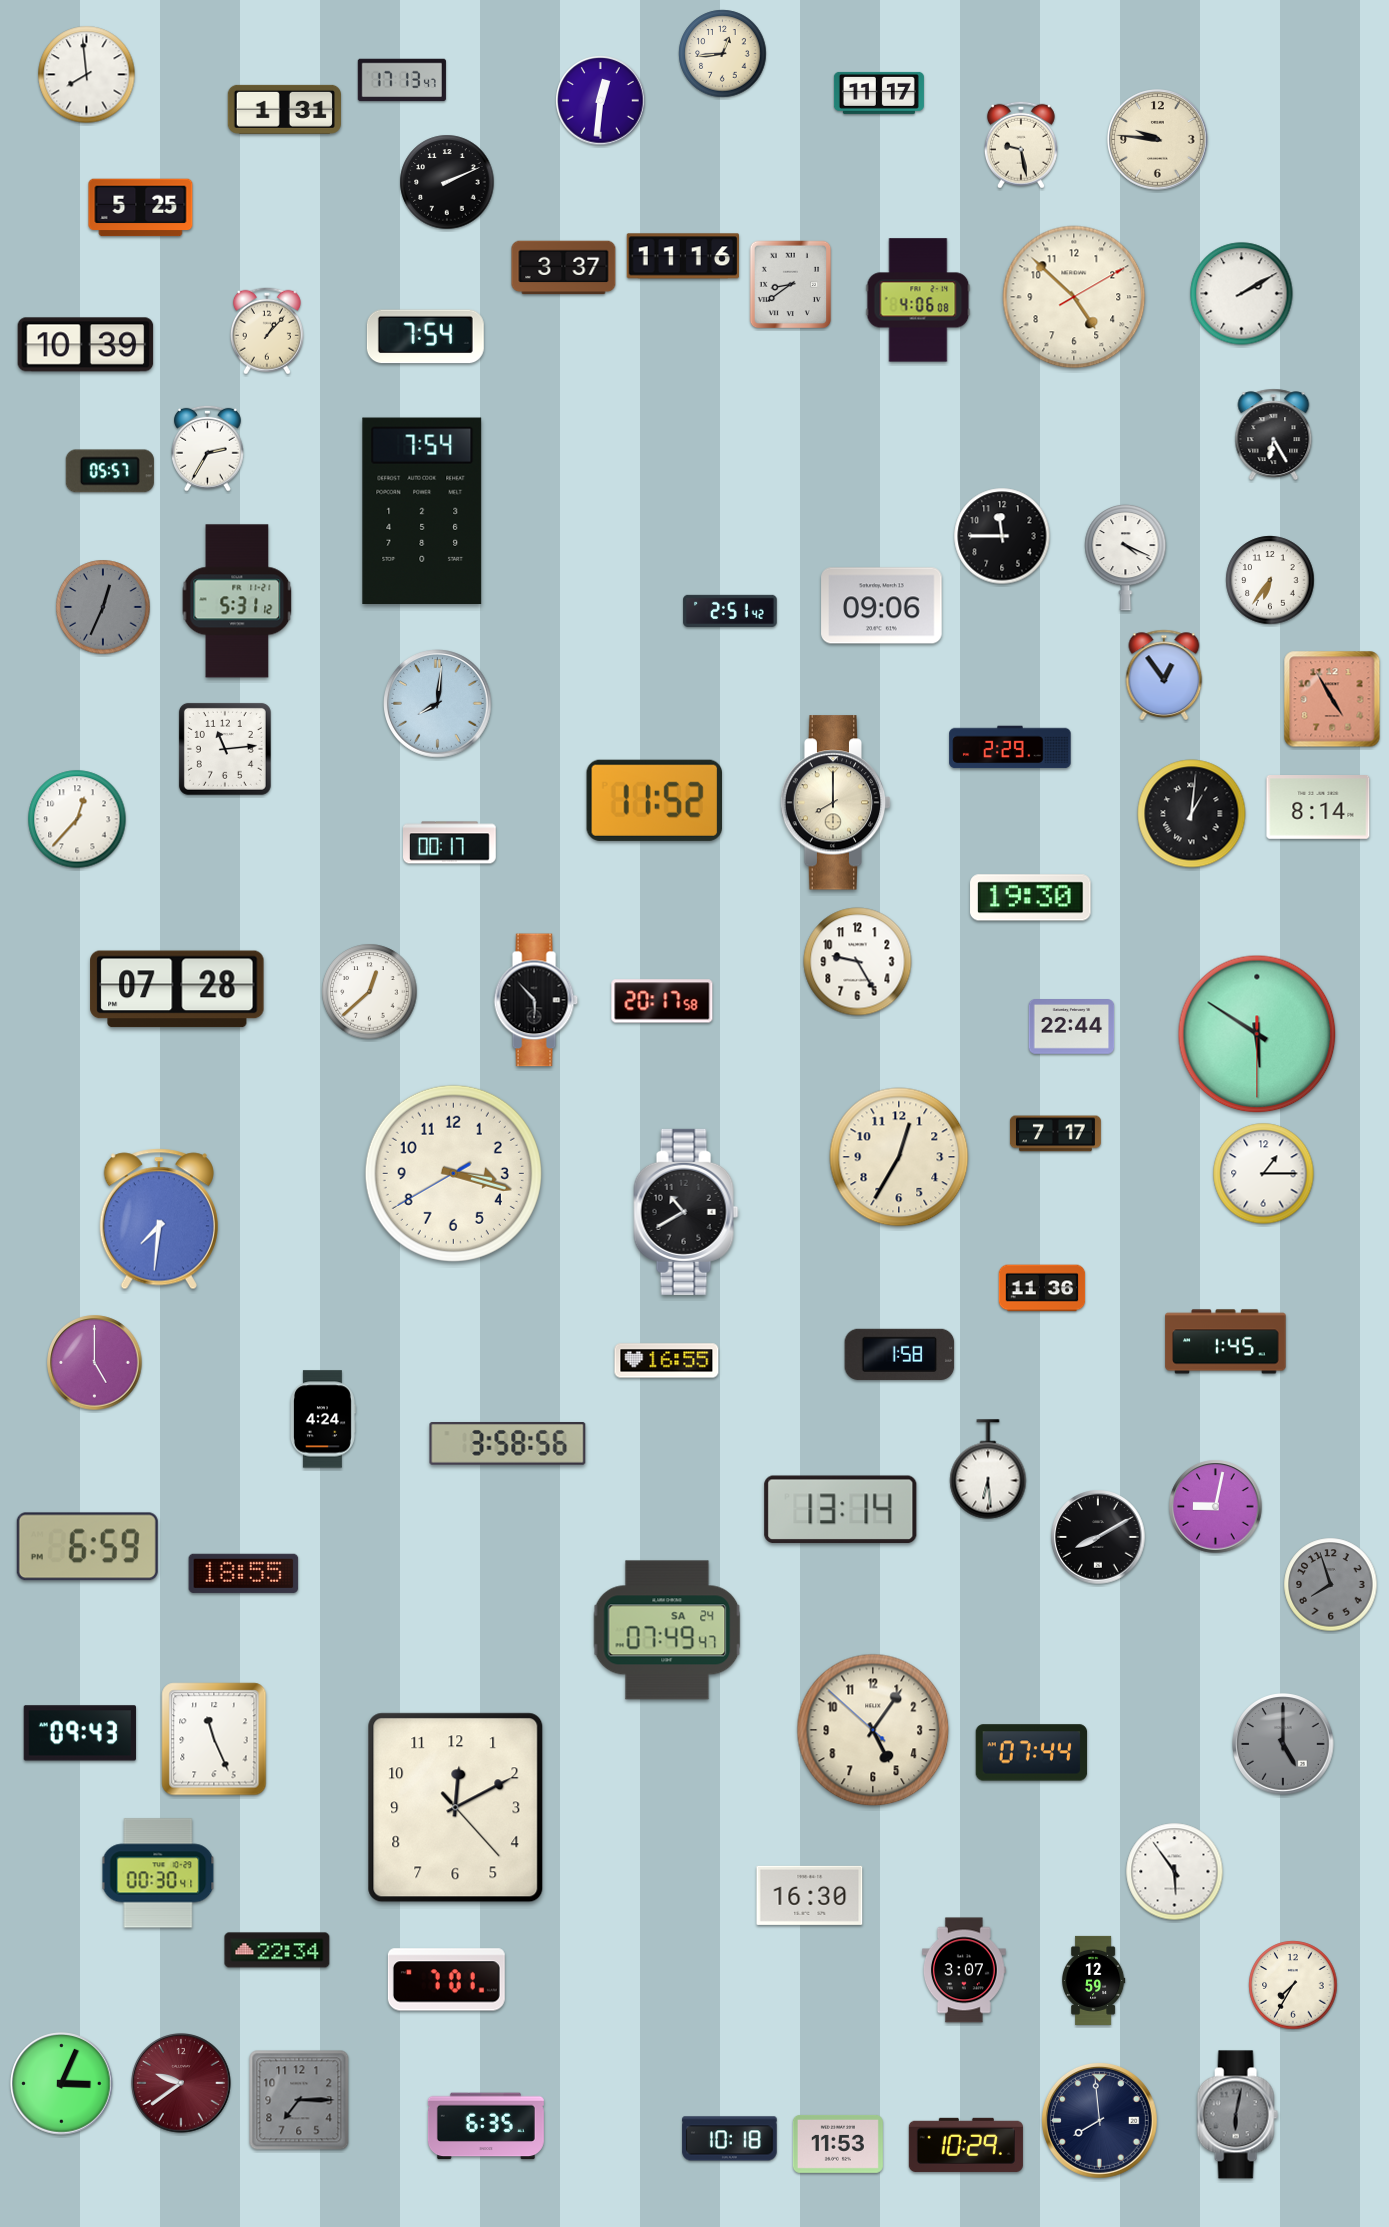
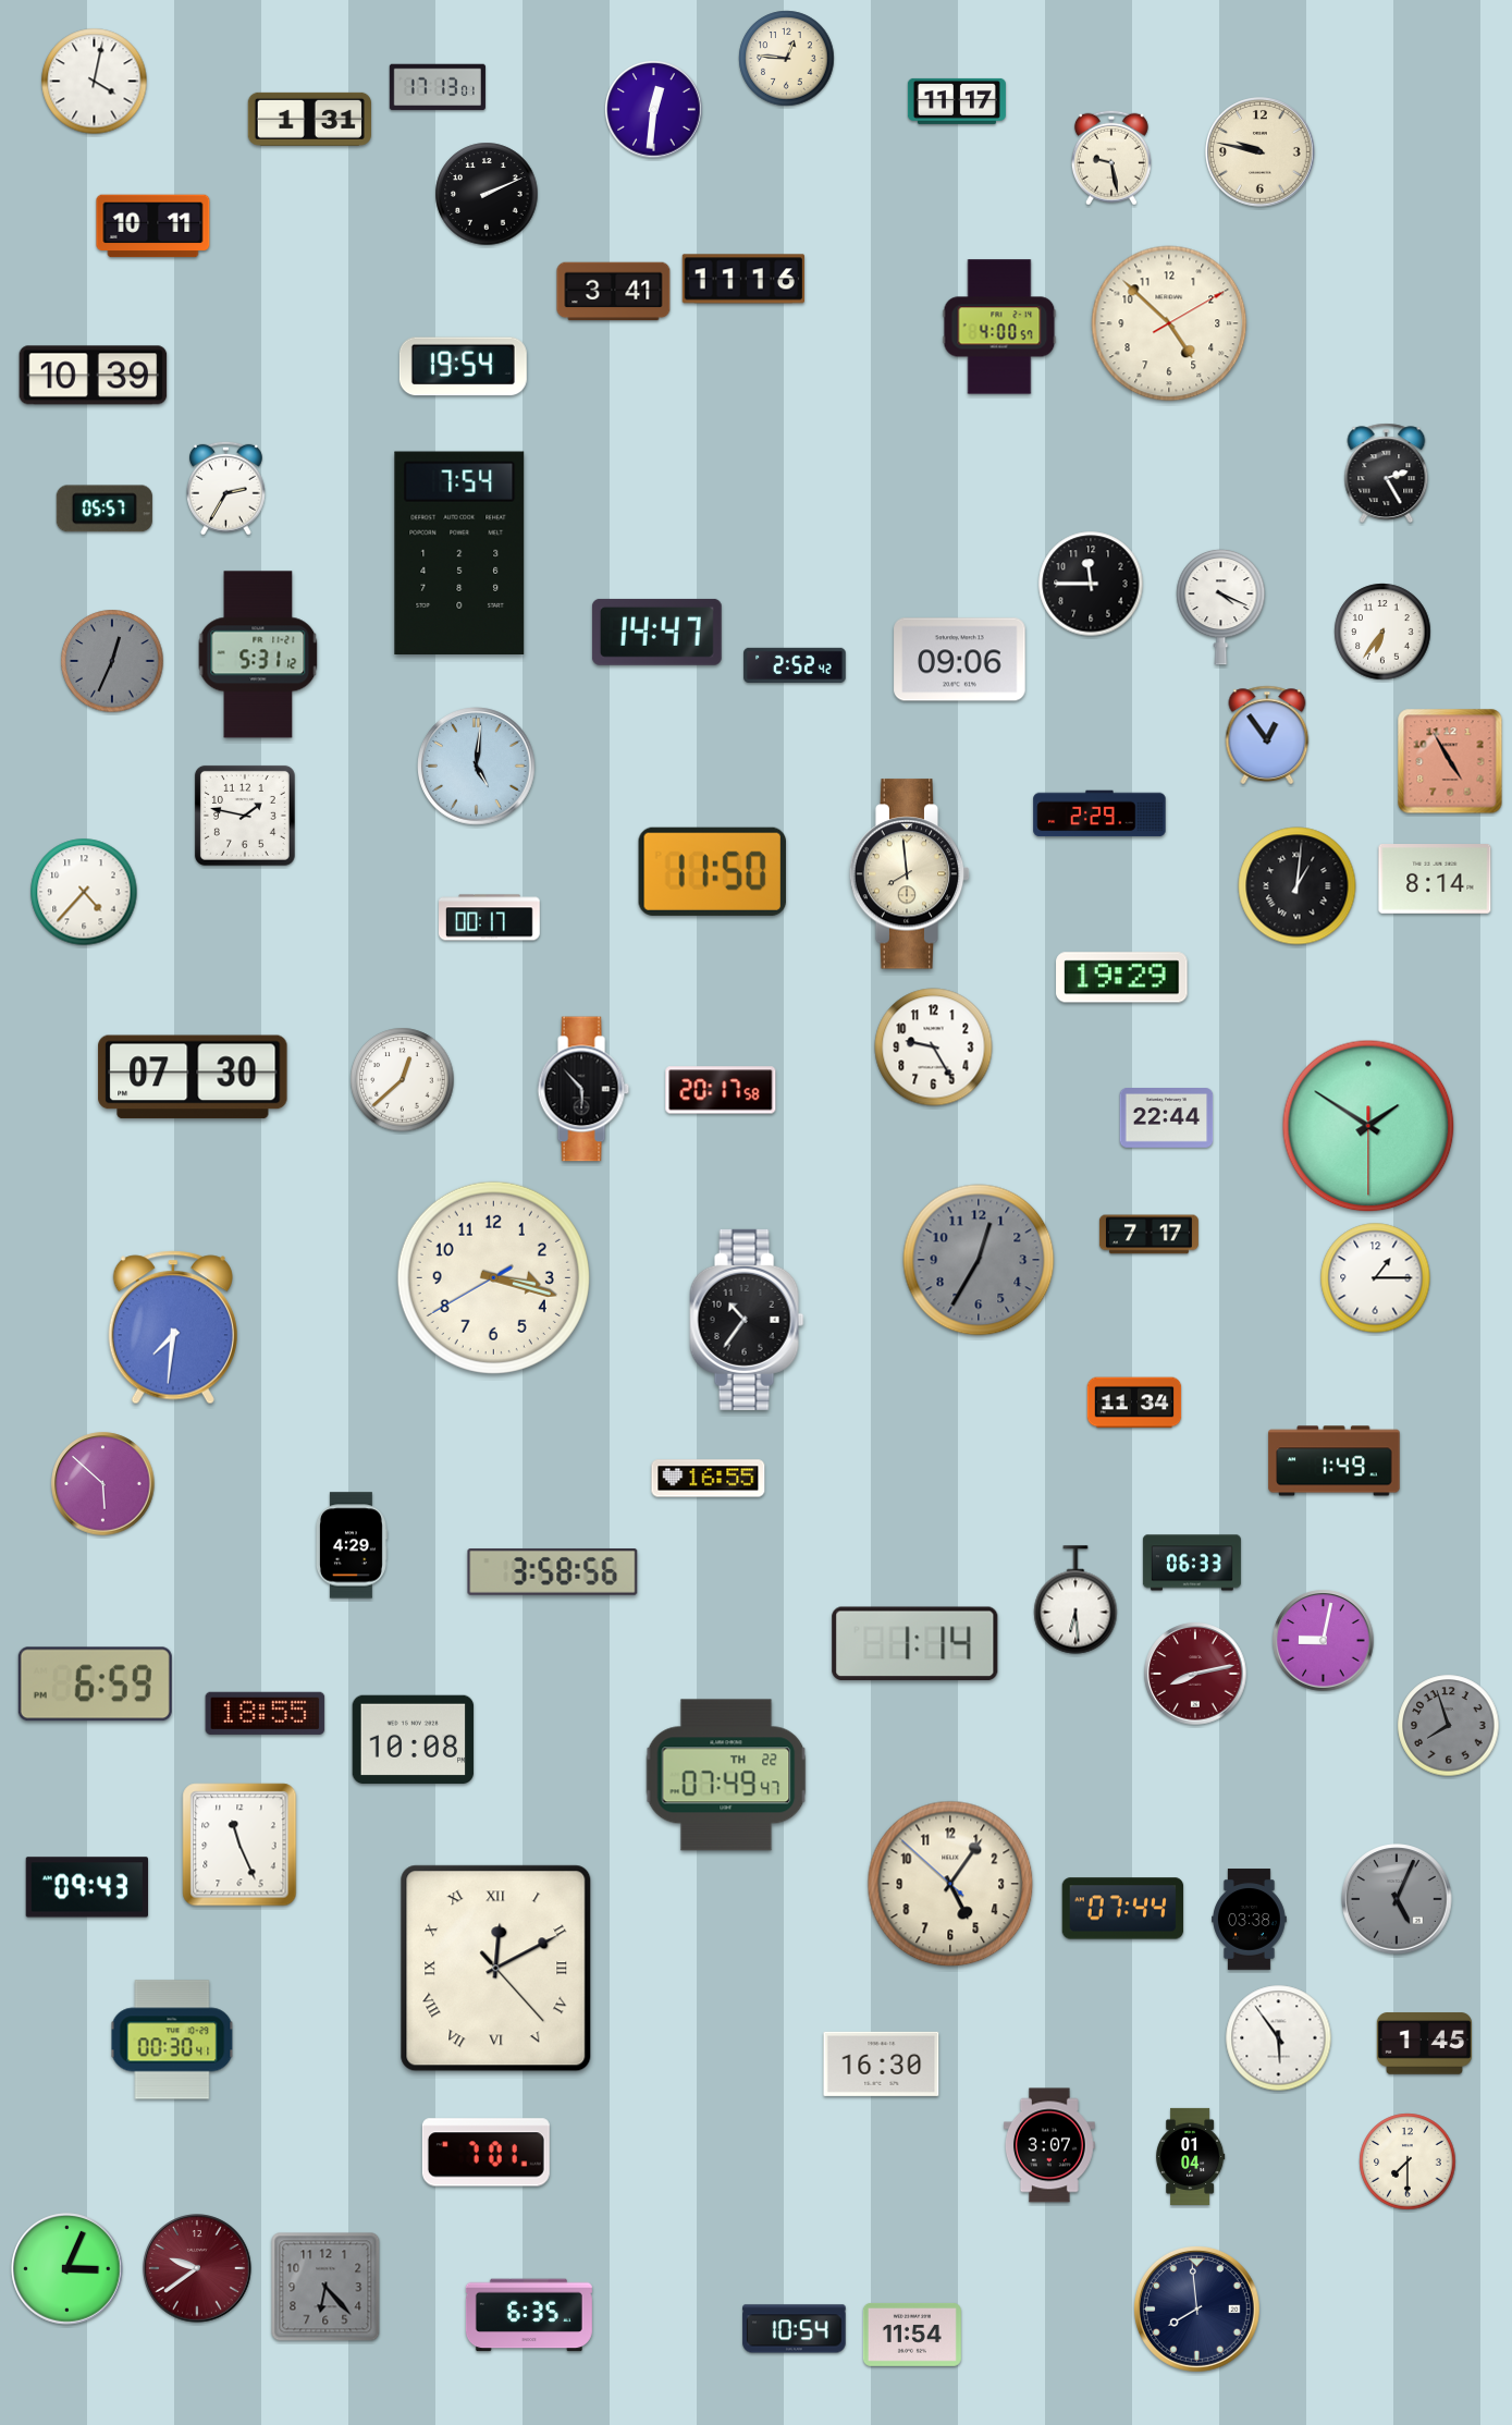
clock at (723, 54): 12:44 -> 12:46
clock at (87, 75): 7:59 -> 4:02
clock at (402, 80): 17:13:47 -> 17:13:01
clock at (1158, 140): 9:46 -> 9:47
clock at (447, 182) position: (447, 182) -> (487, 194)
clock at (141, 208): 5:25 -> 10:11
clock at (564, 268): 3:37 -> 3:41
clock at (791, 285): 8:39 -> none
clock at (1242, 294): 2:10 -> none
clock at (918, 300): 4:06 -> 4:00
clock at (267, 331): 1:07 -> none
clock at (425, 337): 7:54 -> 19:54
clock at (1274, 435): 6:25 -> 2:25
clock at (110, 471) position: (110, 471) -> (105, 509)
clock at (422, 510) position: (422, 510) -> (459, 552)
clock at (1126, 557) position: (1126, 557) -> (1221, 607)
clock at (656, 632): none -> 14:47
clock at (730, 611): 2:51 -> 2:52
clock at (438, 704): 8:01 -> 5:01
clock at (225, 749): 11:14 -> 1:47
clock at (654, 800): 11:52 -> 11:50
clock at (836, 803): 8:00 -> 7:59
clock at (77, 819): 12:37 -> 4:37
clock at (1031, 898): 19:30 -> 19:29
clock at (177, 989): 07:28 -> 07:30
clock at (1257, 1034): 5:50 -> 1:50
clock at (899, 1157) dial: cream -> grey
clock at (686, 1212): 10:40 -> 10:36
clock at (1042, 1288): 11:36 -> 11:34
clock at (1226, 1342): 1:45 -> 1:49
clock at (900, 1354): 1:58 -> none
clock at (667, 1361) position: (667, 1361) -> (709, 1479)
clock at (95, 1363): 5:00 -> 5:52
clock at (322, 1419): 4:24 -> 4:29
clock at (1192, 1563): none -> 06:33
clock at (841, 1510): 13:14 -> 1:14
clock at (1098, 1537): 8:10 -> 8:13
clock at (1098, 1537) dial: black -> burgundy
clock at (414, 1739): none -> 10:08
clock at (667, 1630) date: SA 24 -> TH 22
clock at (214, 1739) position: (214, 1739) -> (239, 1845)
clock at (1283, 1744): 5:00 -> 5:04
clock at (1250, 1920): none -> 03:38
clock at (456, 1808) numerals: Arabic -> Roman
clock at (1424, 2044): none -> 1:45
clock at (277, 1950): 22:34 -> none
clock at (446, 1980) position: (446, 1980) -> (485, 2153)
clock at (1093, 1980): 12:59 -> 01:04
clock at (1293, 1985): 7:35 -> 7:30
clock at (299, 2100): 7:15 -> 6:23
clock at (1237, 2115): 6:02 -> none
clock at (730, 2139): 10:18 -> 10:54
clock at (838, 2144): 11:53 -> 11:54
clock at (966, 2145): 10:29 -> none
